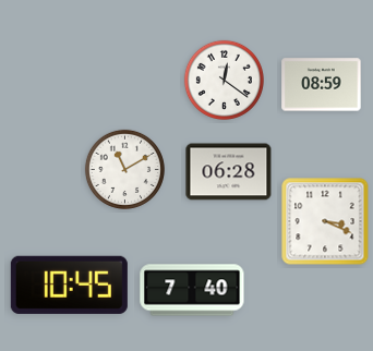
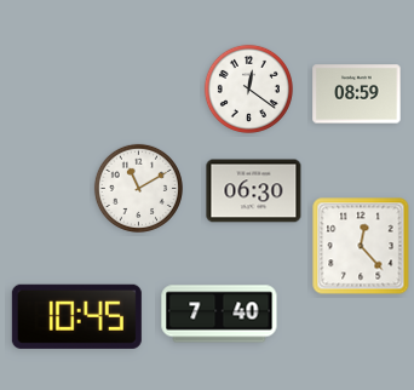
clock at (229, 172): 06:28 -> 06:30
clock at (325, 221): 3:19 -> 12:23
clock at (192, 290) position: (192, 290) -> (219, 314)
